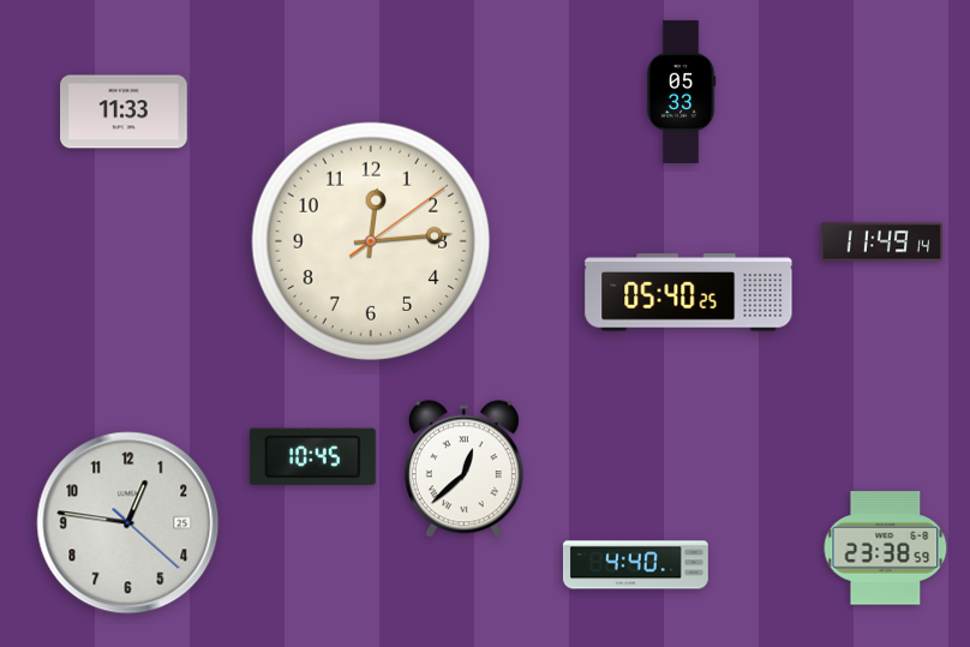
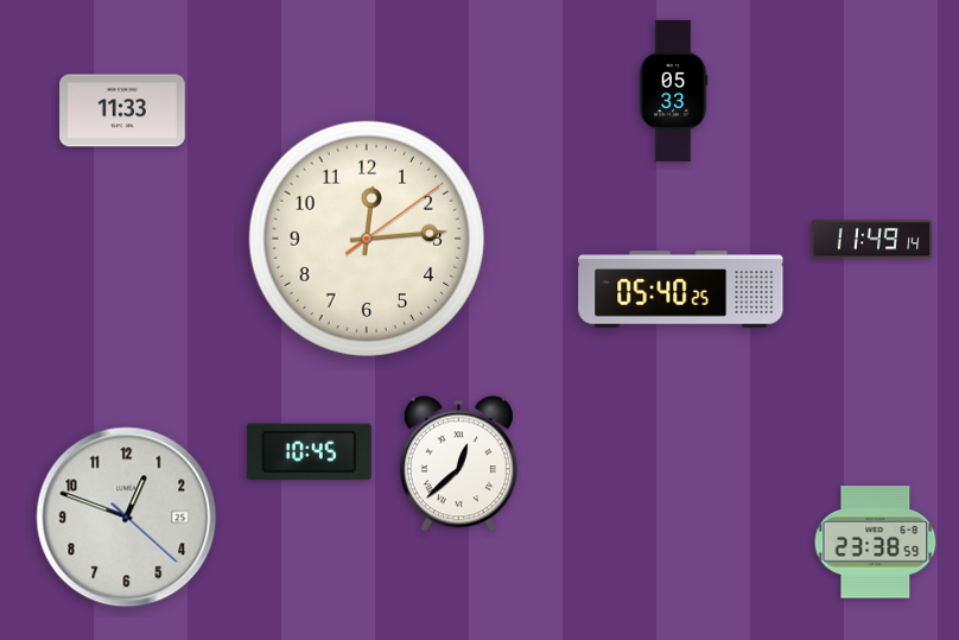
clock at (128, 523): 12:46 -> 12:48
clock at (635, 565): 4:40 -> none
